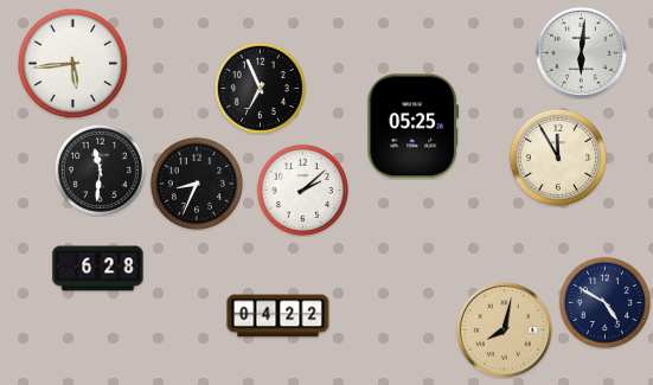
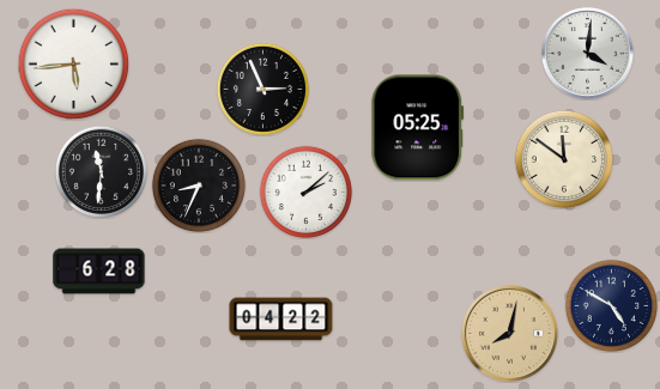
clock at (582, 53): 6:01 -> 4:01
clock at (260, 88): 6:56 -> 2:56
clock at (557, 156): 11:55 -> 11:51
